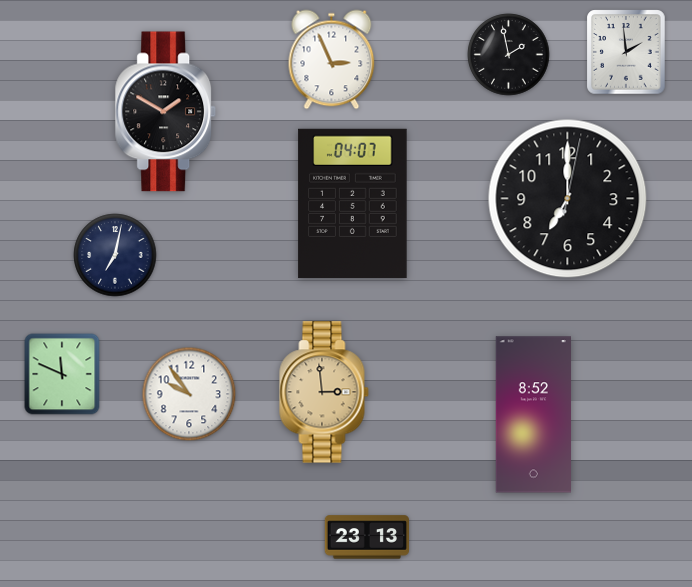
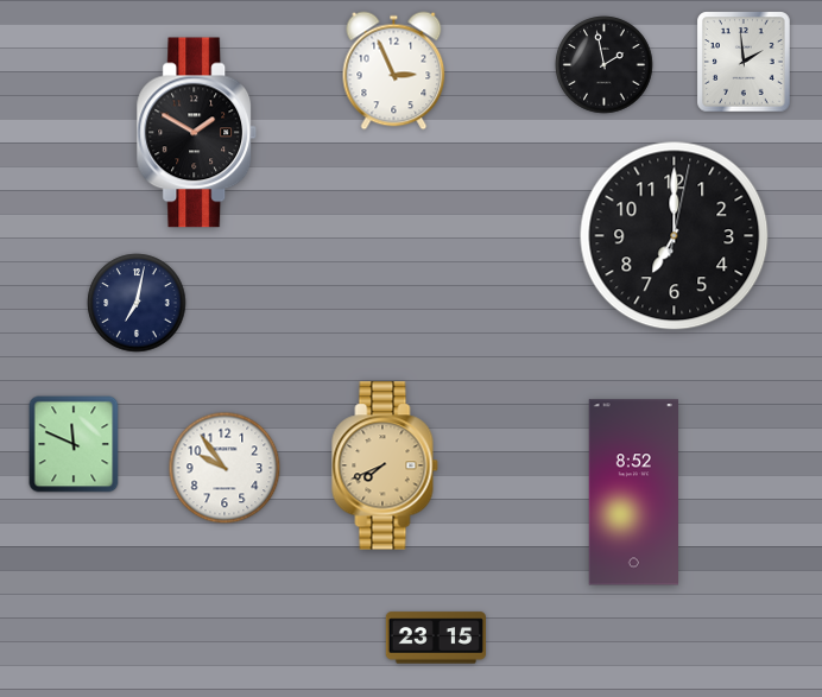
clock at (353, 204): 04:07 -> none
clock at (324, 392): 2:59 -> 7:41
clock at (366, 537): 23:13 -> 23:15
